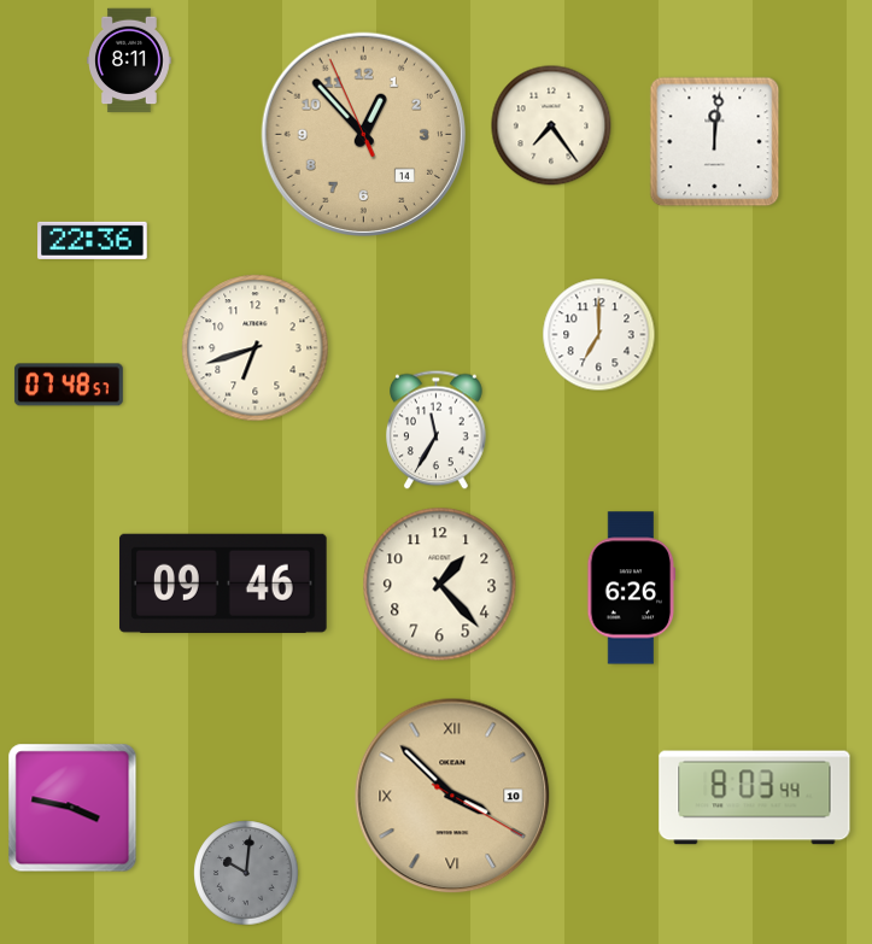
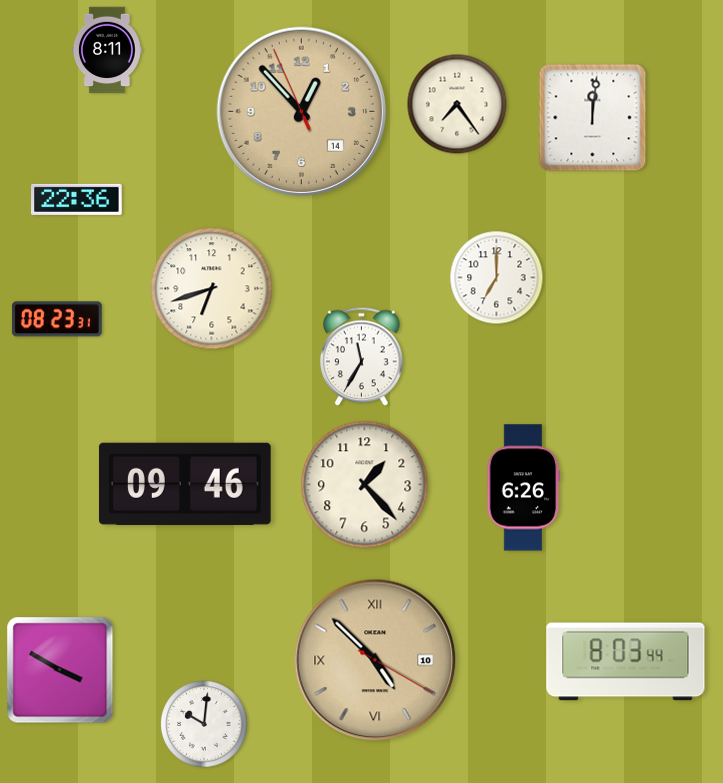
clock at (69, 385): 07:48 -> 08:23
clock at (452, 796): 3:52 -> 4:52
clock at (72, 808): 3:47 -> 3:50
clock at (246, 873) dial: grey -> white
